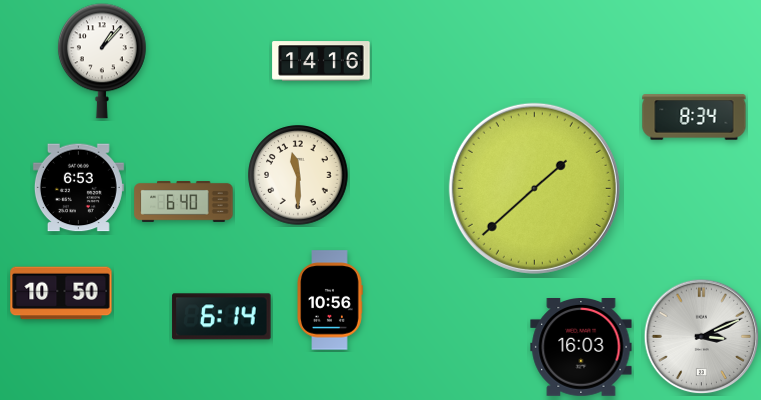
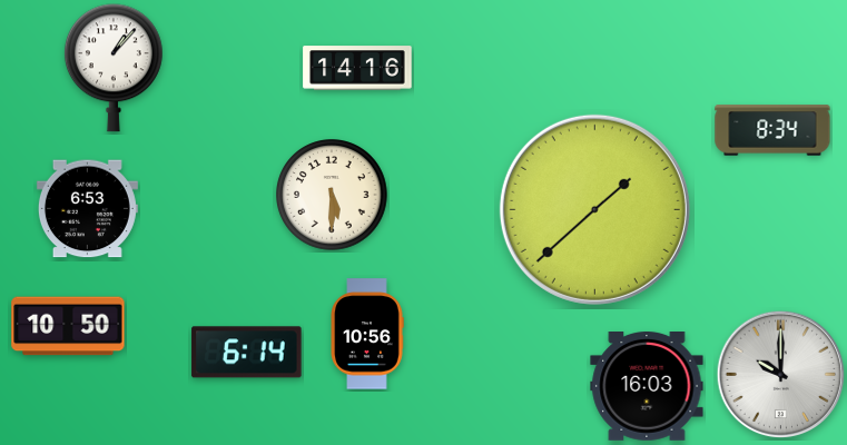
clock at (298, 175): 11:30 -> 5:30
clock at (184, 202): 6:40 -> none
clock at (702, 337): 3:11 -> 10:00
